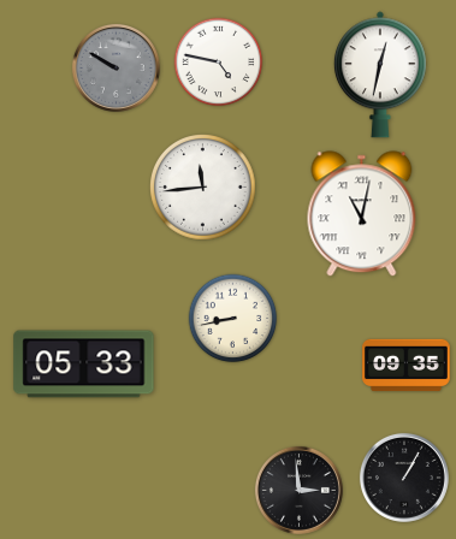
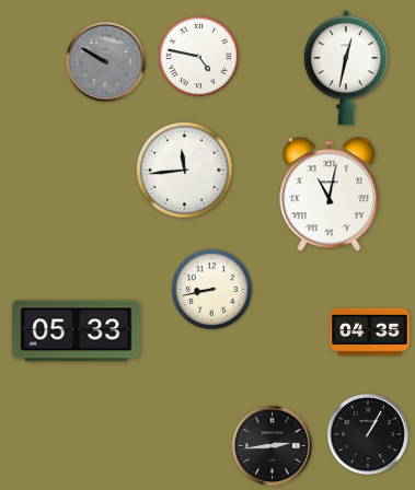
clock at (407, 366): 09:35 -> 04:35
clock at (298, 490): 2:59 -> 2:44
